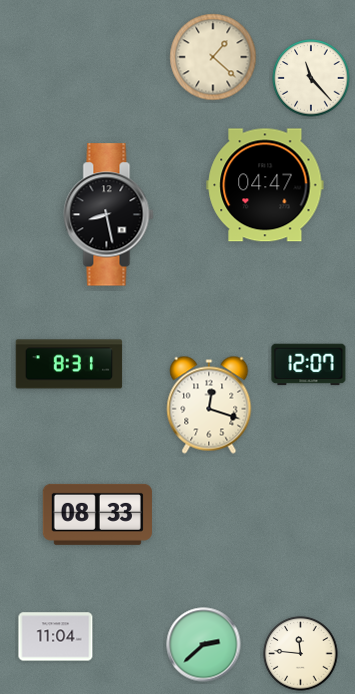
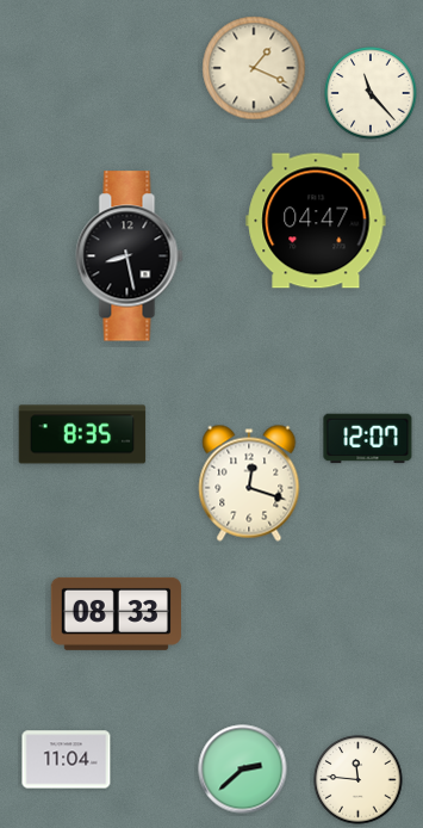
clock at (213, 57): 1:22 -> 1:19
clock at (69, 364): 8:31 -> 8:35
clock at (309, 365) position: (309, 365) -> (368, 439)
